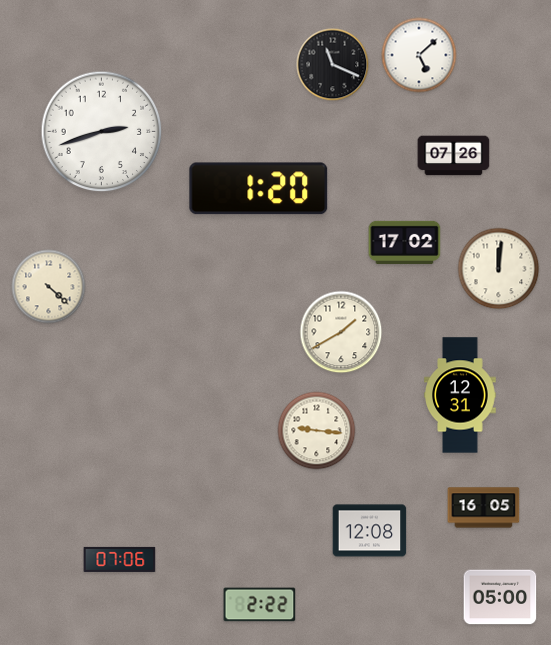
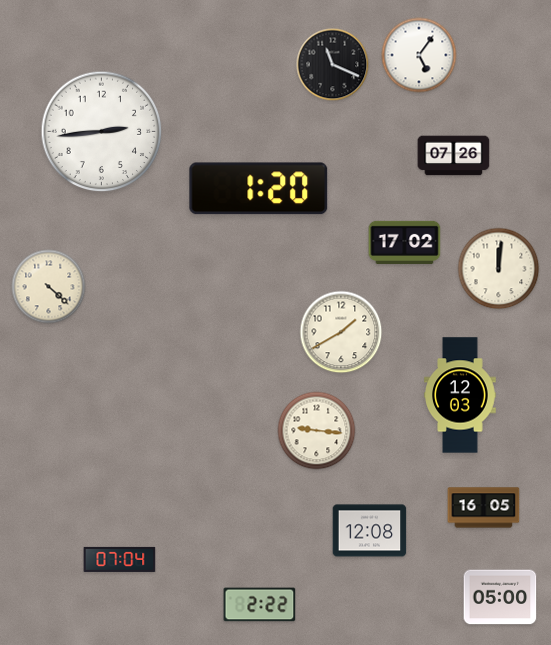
clock at (419, 55): 5:08 -> 5:06
clock at (102, 132): 2:42 -> 2:44
clock at (460, 395): 12:31 -> 12:03
clock at (120, 559): 07:06 -> 07:04
